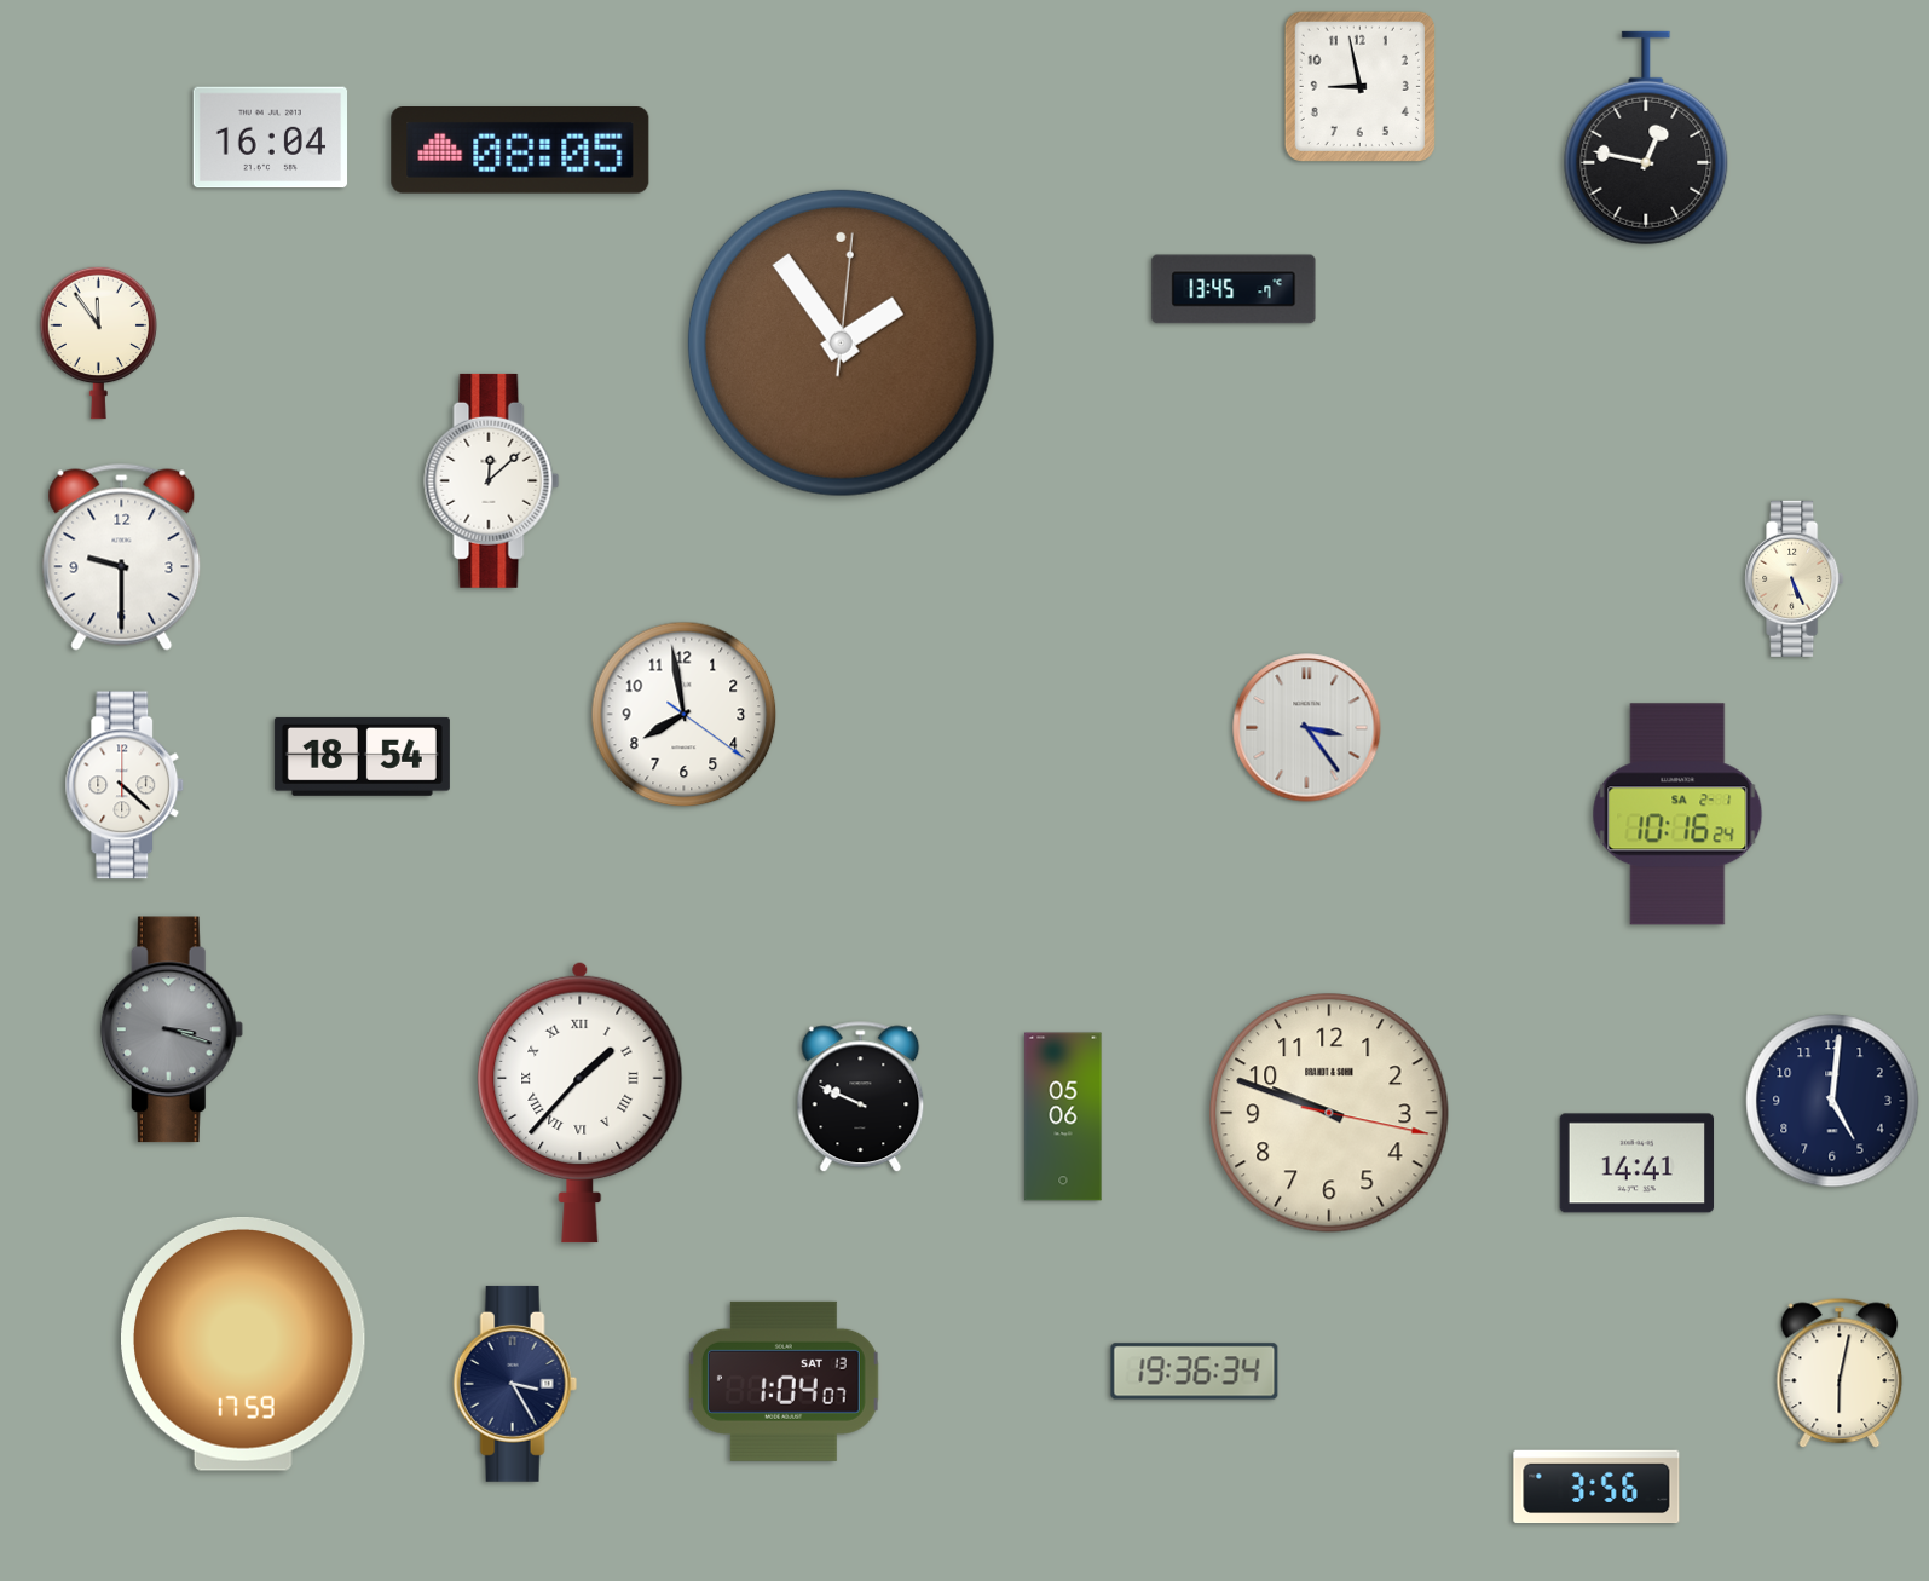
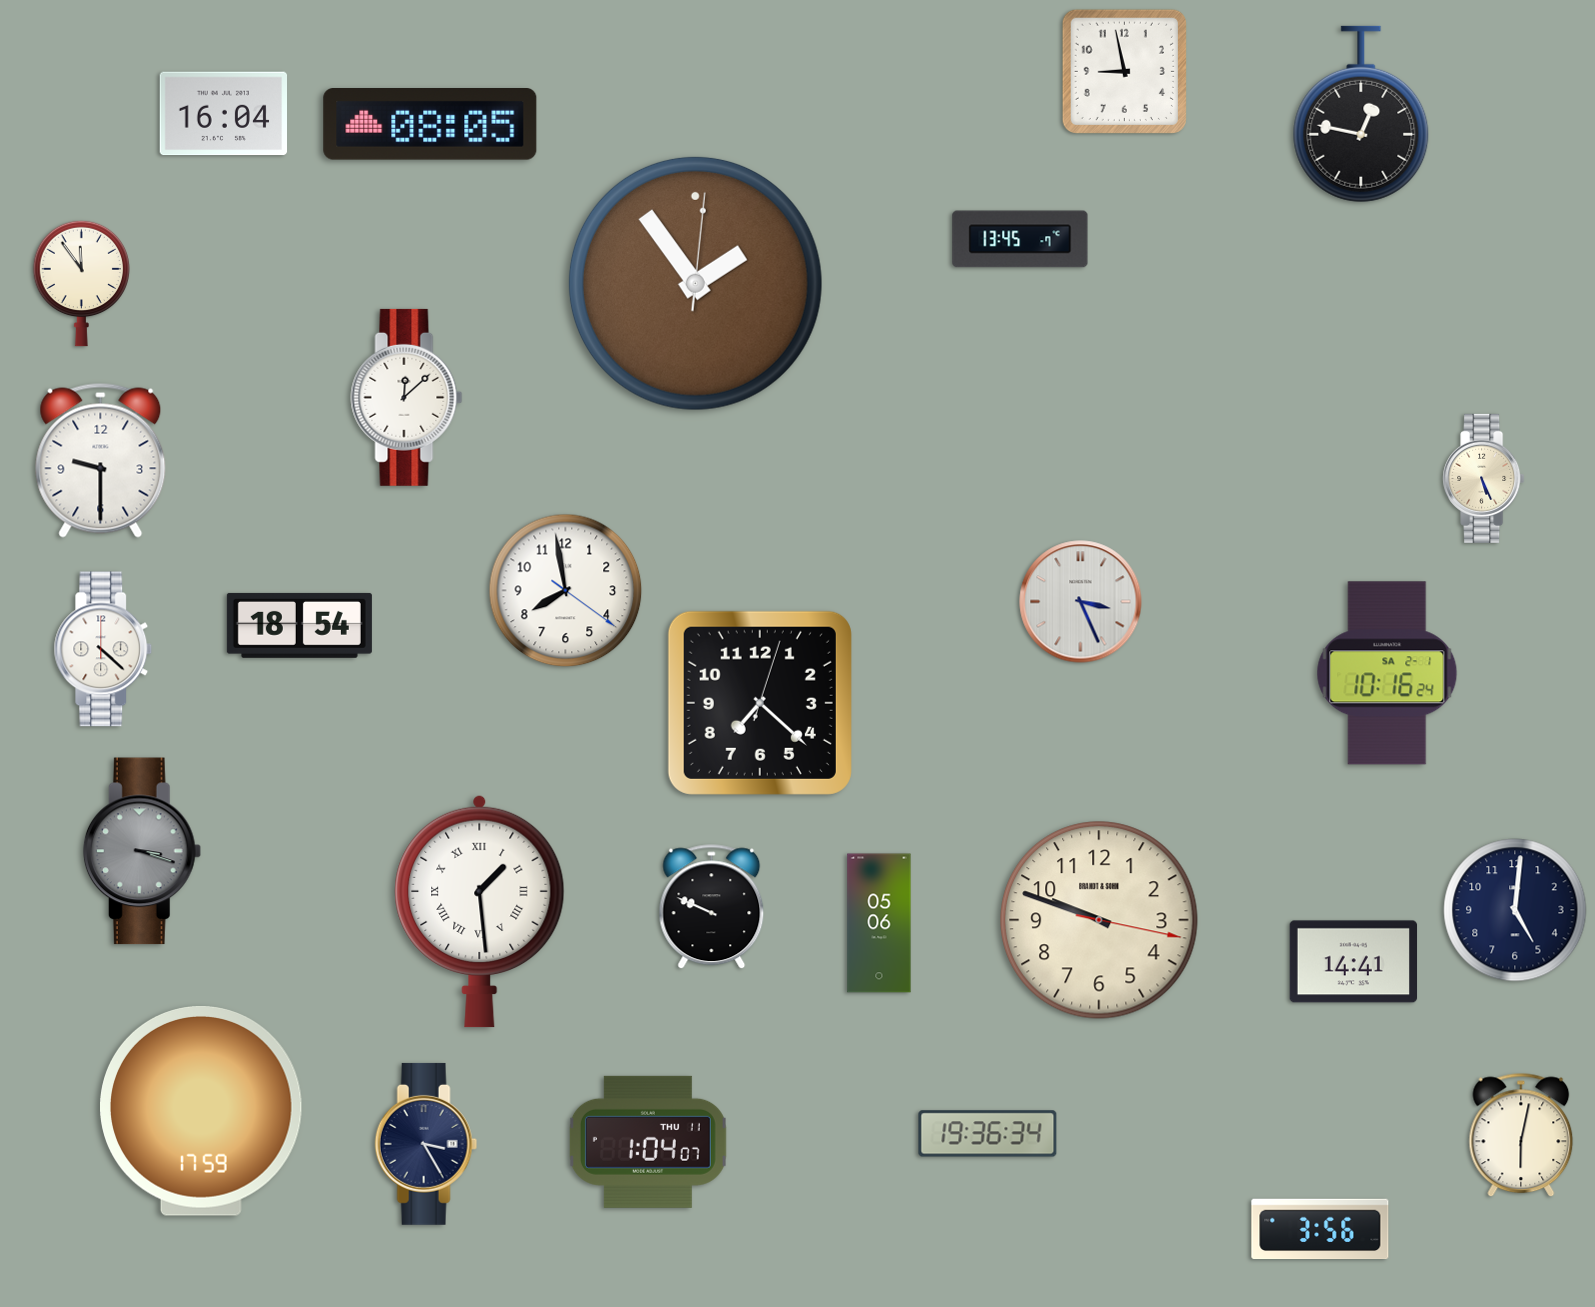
clock at (1307, 728): 3:24 -> 3:26
clock at (760, 703): none -> 7:22
clock at (581, 1102): 1:37 -> 1:29
clock at (784, 1381) date: SAT 13 -> THU 11
